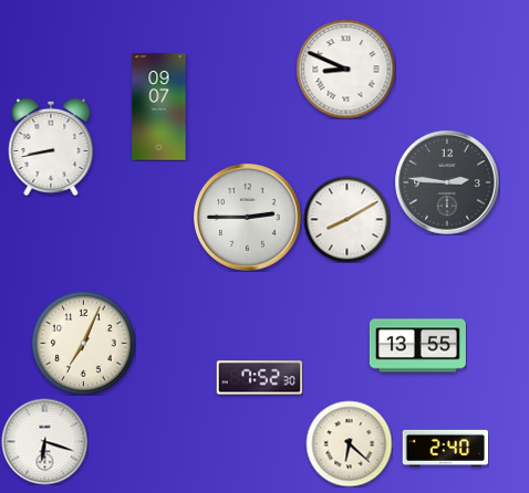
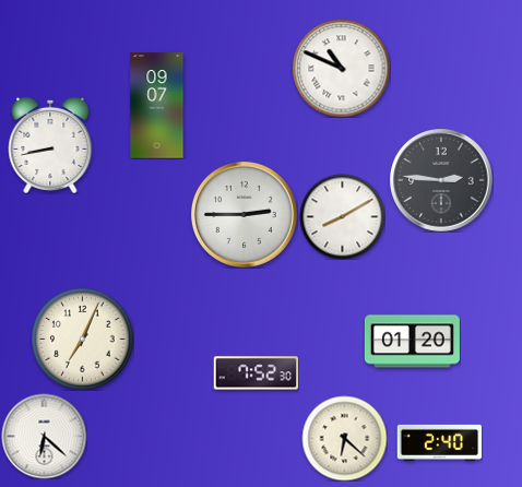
clock at (345, 69): 8:49 -> 10:49
clock at (417, 346): 13:55 -> 01:20
clock at (44, 441): 6:18 -> 6:22
